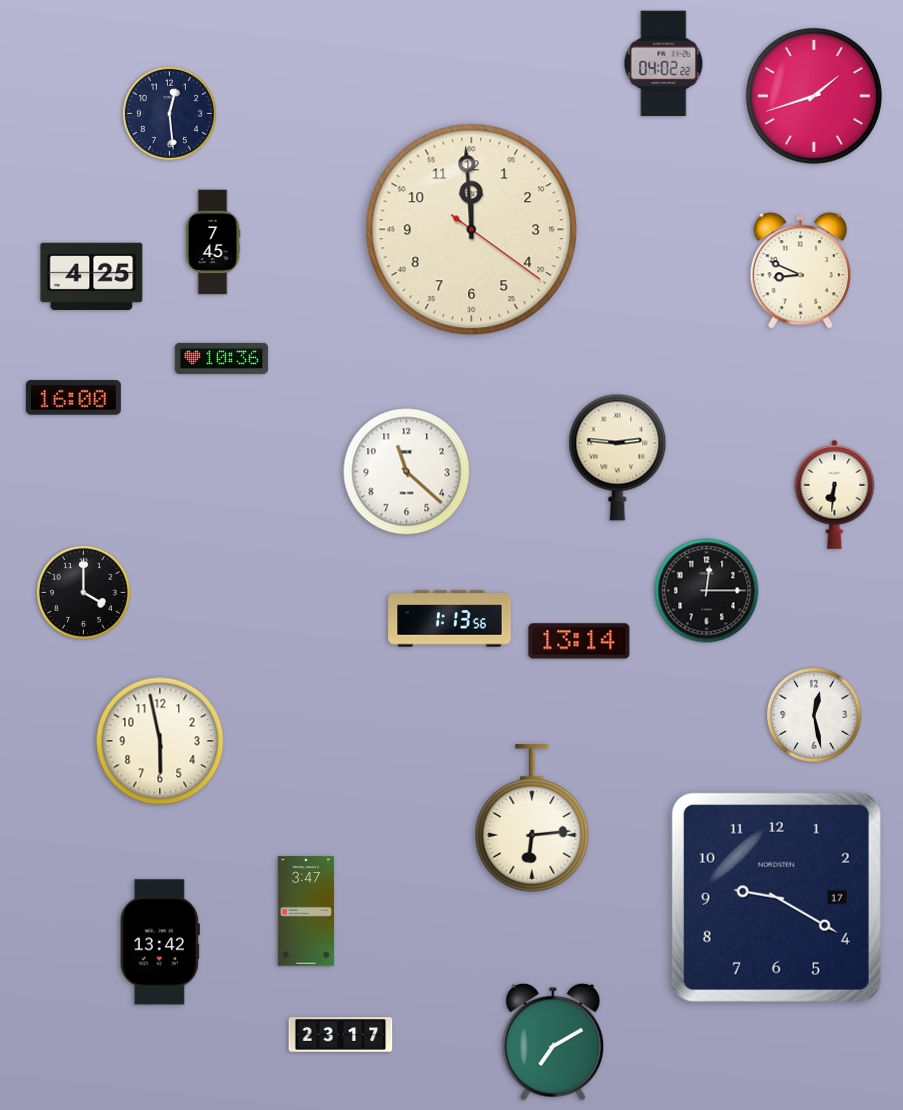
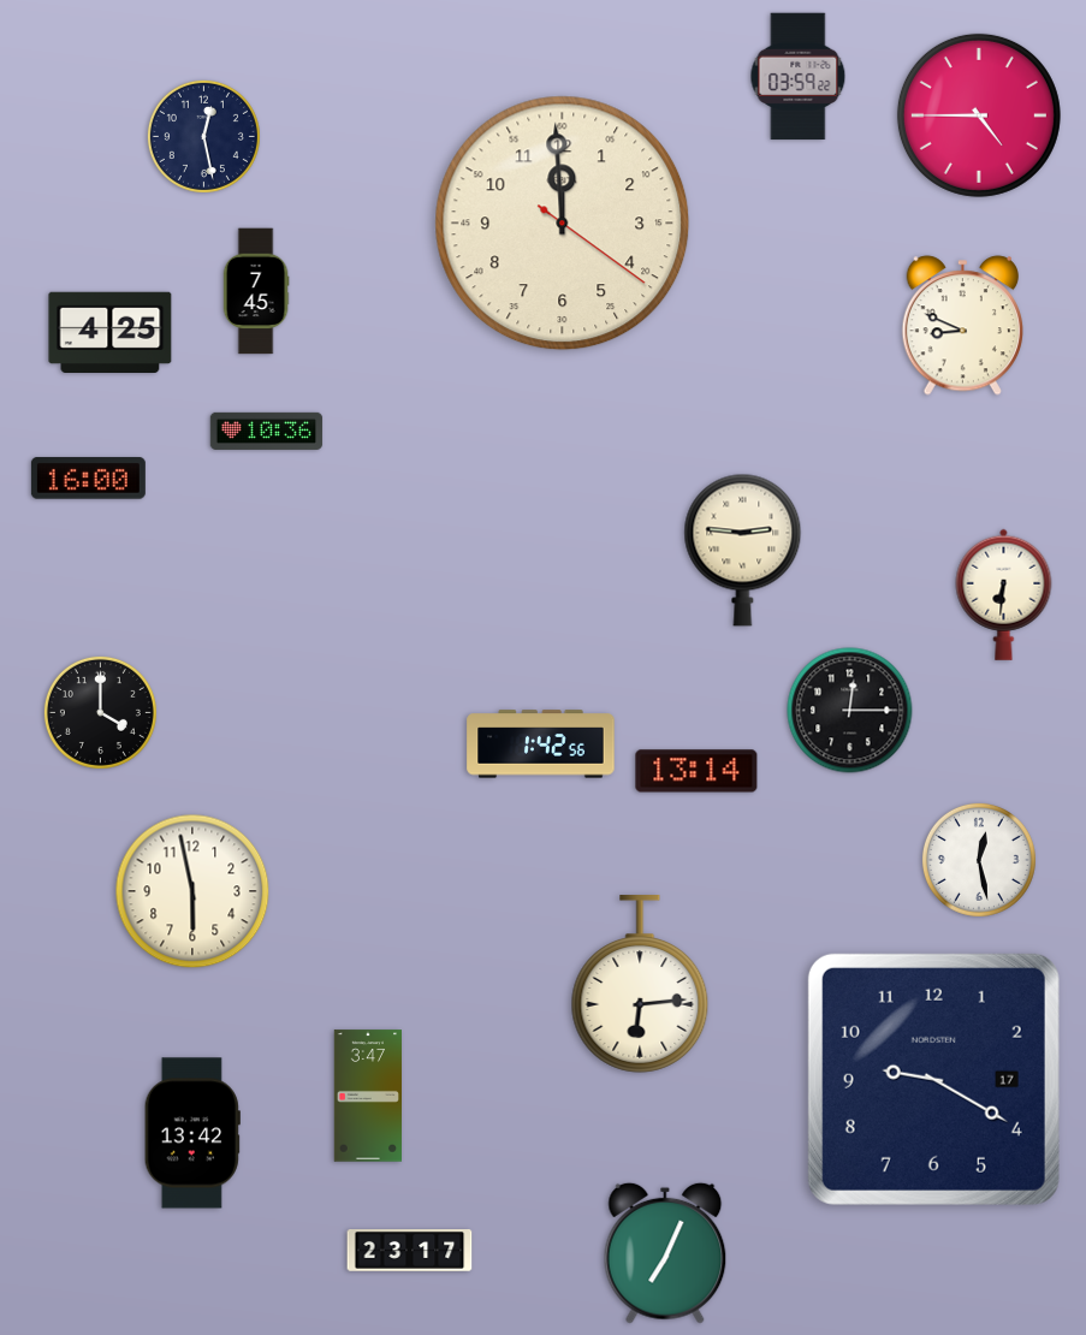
clock at (664, 64): 04:02 -> 03:59
clock at (814, 96): 1:42 -> 4:45
clock at (169, 113): 12:29 -> 12:28
clock at (472, 230) position: (472, 230) -> (563, 224)
clock at (407, 472): 11:22 -> none
clock at (450, 619): 1:13 -> 1:42
clock at (341, 1035) position: (341, 1035) -> (410, 1251)
clock at (553, 1042): 7:10 -> 7:04
